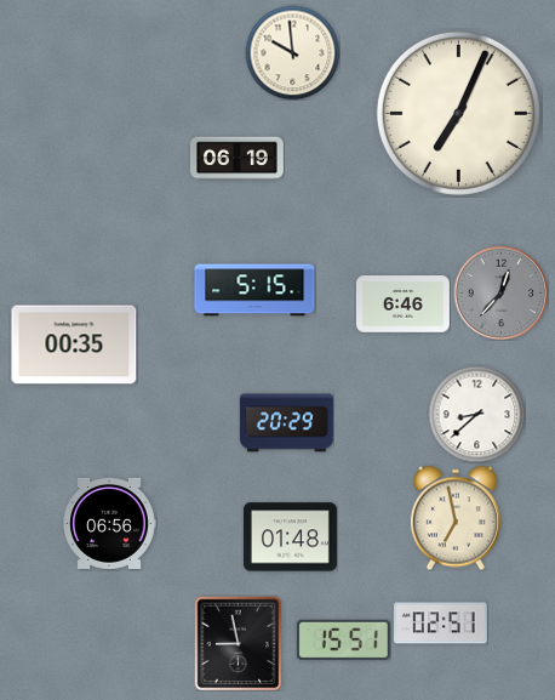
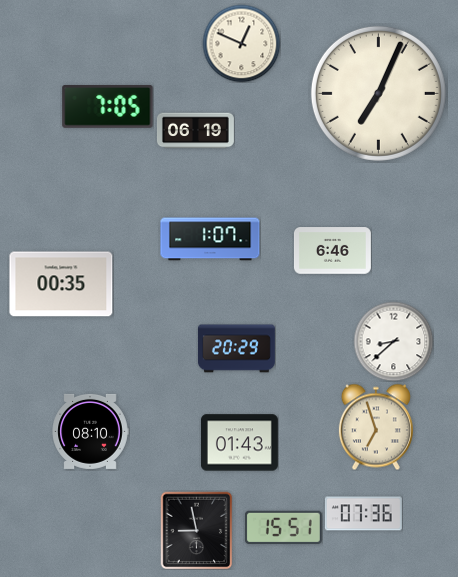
clock at (292, 52): 9:59 -> 12:49
clock at (108, 107): none -> 7:05
clock at (254, 290): 5:15 -> 1:07
clock at (500, 292): 12:37 -> none
clock at (456, 518): 6:58 -> 6:57
clock at (109, 523): 06:56 -> 08:10
clock at (290, 537): 01:48 -> 01:43
clock at (440, 624): 02:51 -> 07:36
